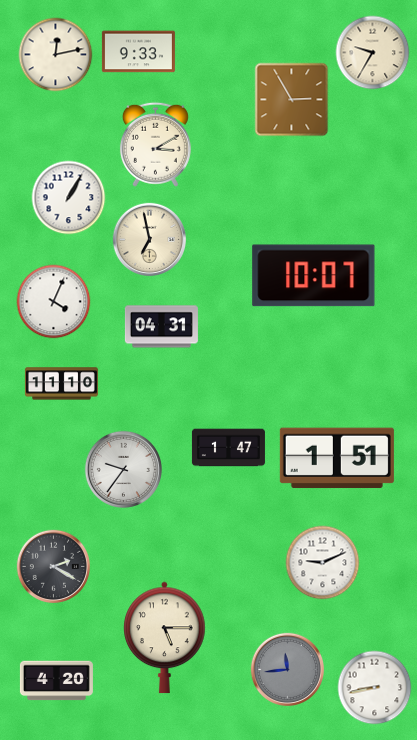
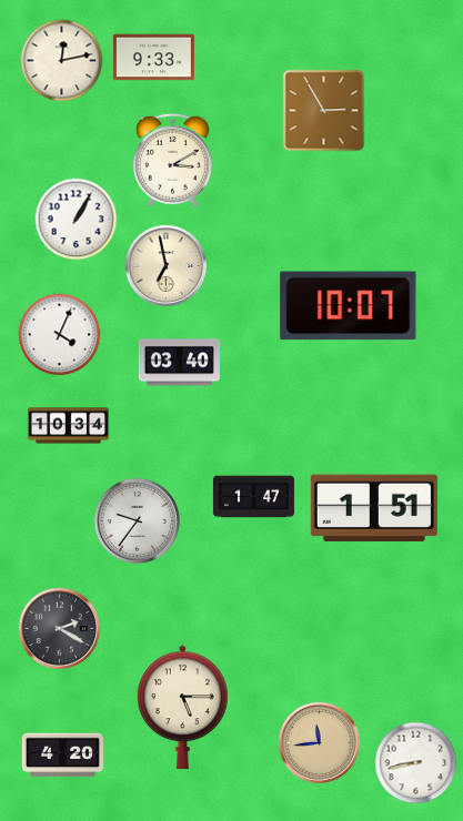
clock at (373, 53): 9:35 -> none
clock at (161, 327): 04:31 -> 03:40
clock at (61, 384): 11:10 -> 10:34
clock at (323, 563): 9:11 -> none
clock at (287, 669) dial: grey -> champagne
